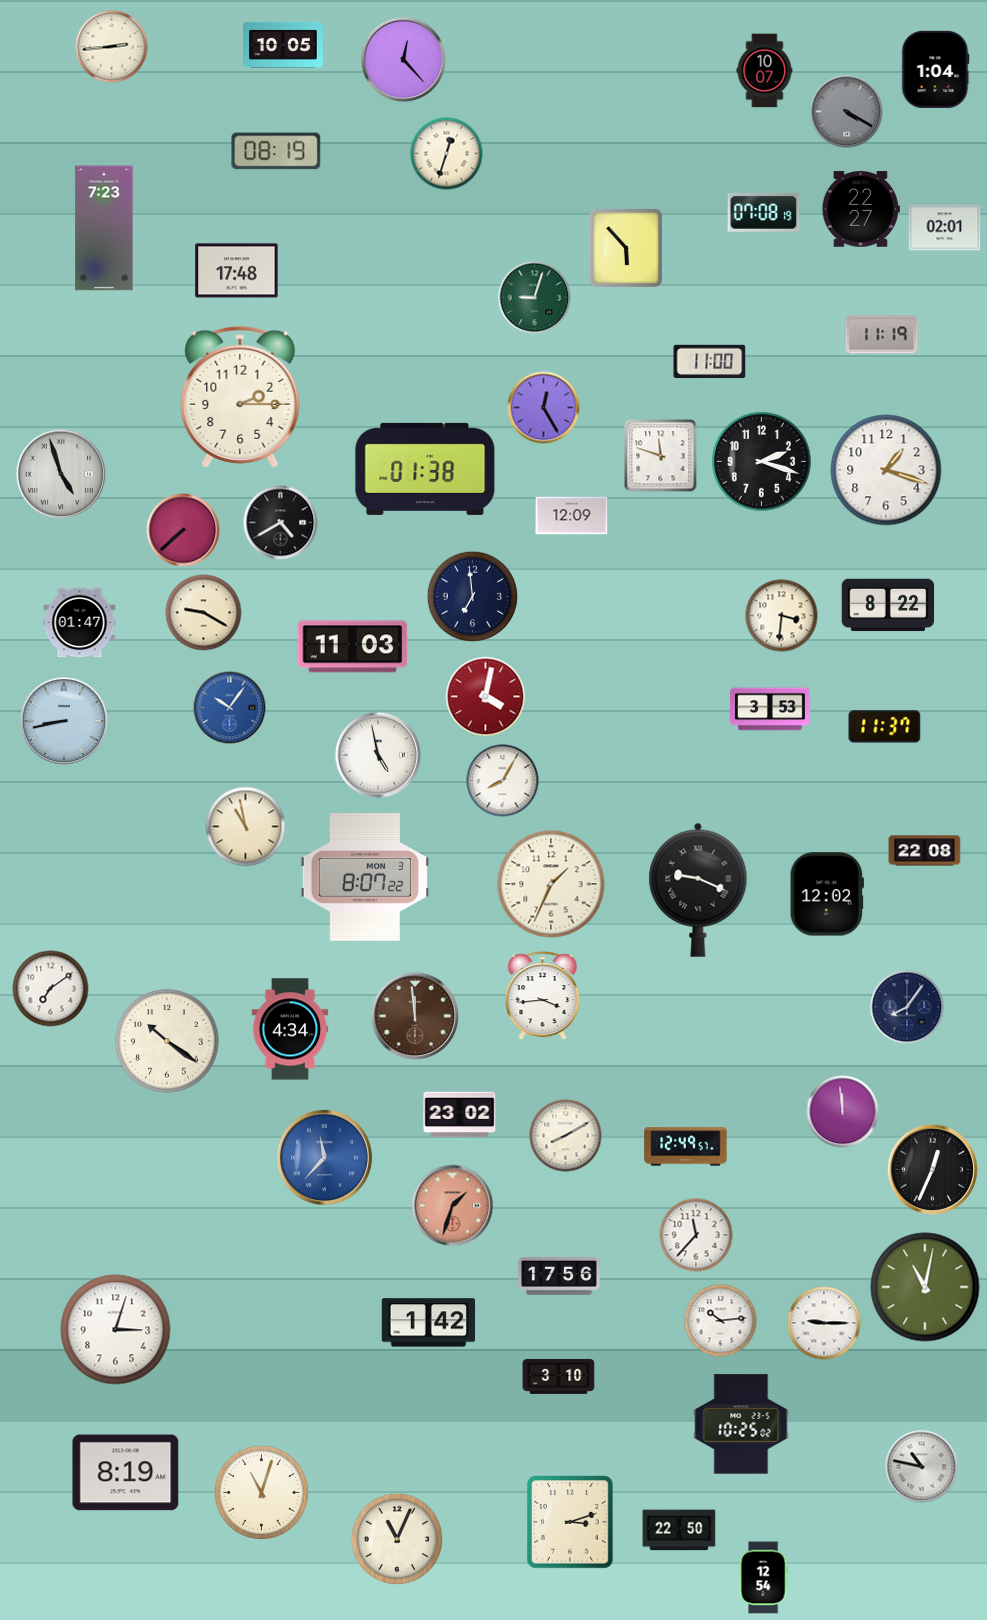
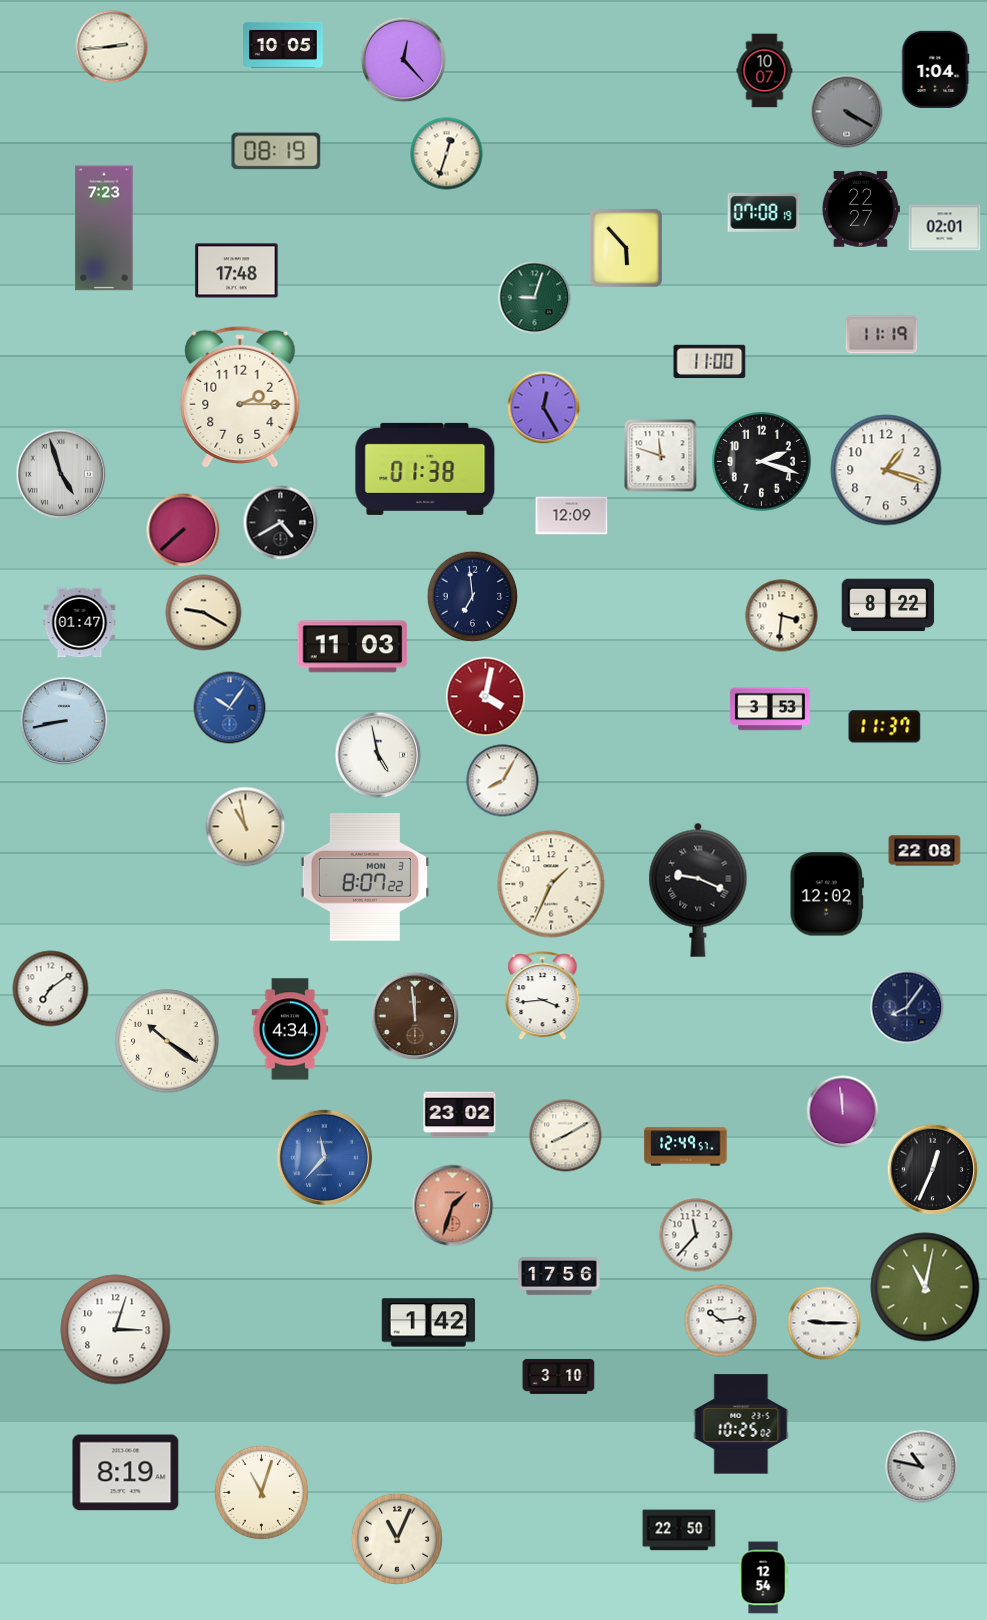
clock at (571, 1522): 3:12 -> none
